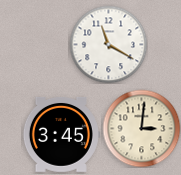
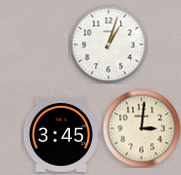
clock at (108, 44): 11:20 -> 1:03
